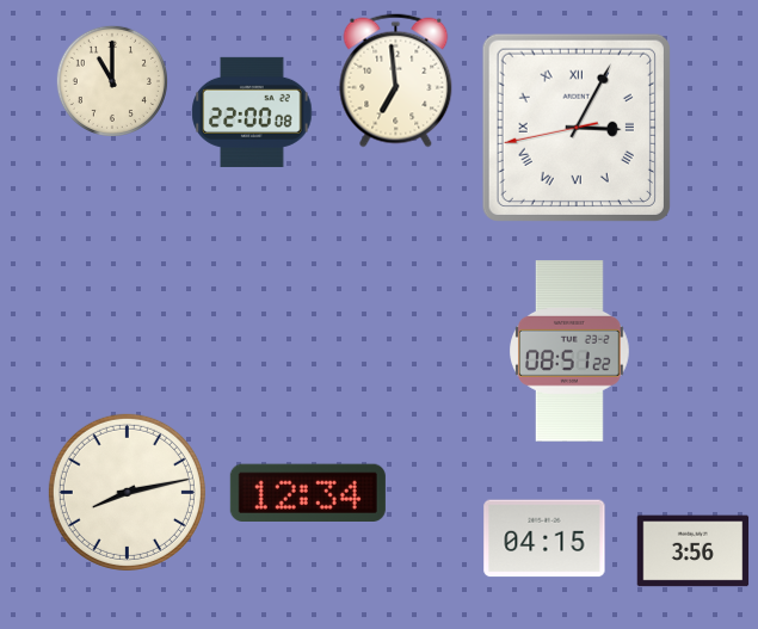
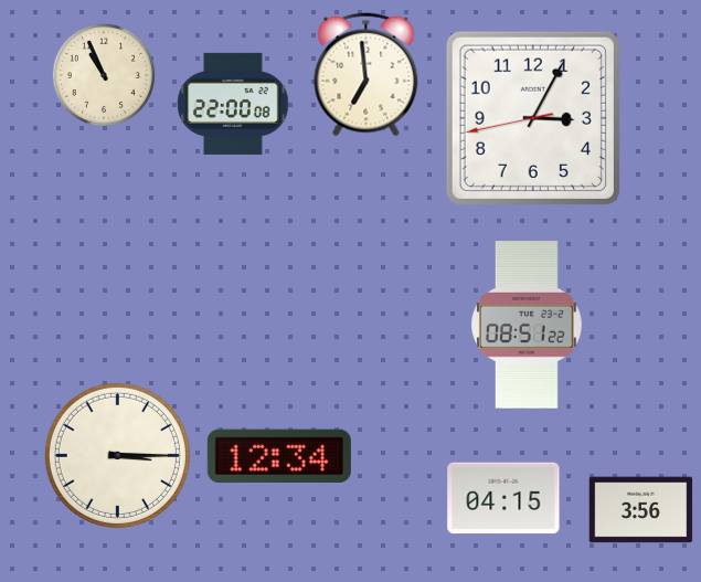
clock at (112, 81): 11:00 -> 10:56
clock at (577, 128) numerals: Roman -> Arabic
clock at (127, 492): 8:13 -> 3:15
clock at (308, 492) position: (308, 492) -> (279, 455)
